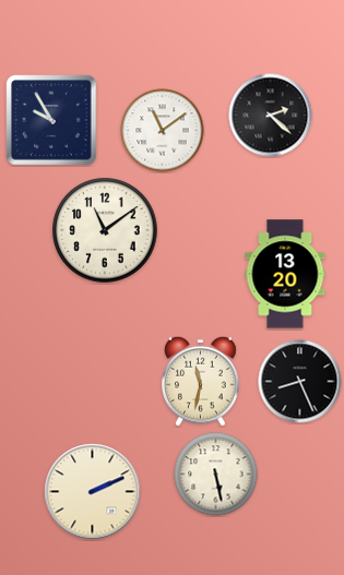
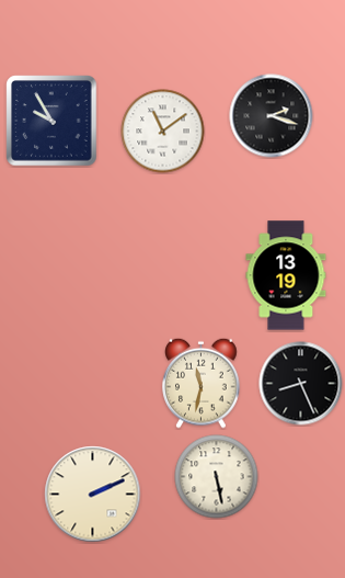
clock at (271, 116): 2:22 -> 2:18
clock at (105, 230): 11:09 -> none
clock at (285, 274): 13:20 -> 13:19
